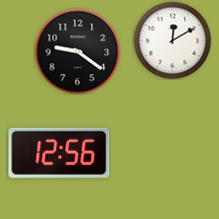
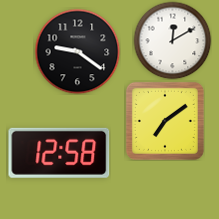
clock at (165, 121): none -> 7:09
clock at (59, 153): 12:56 -> 12:58
